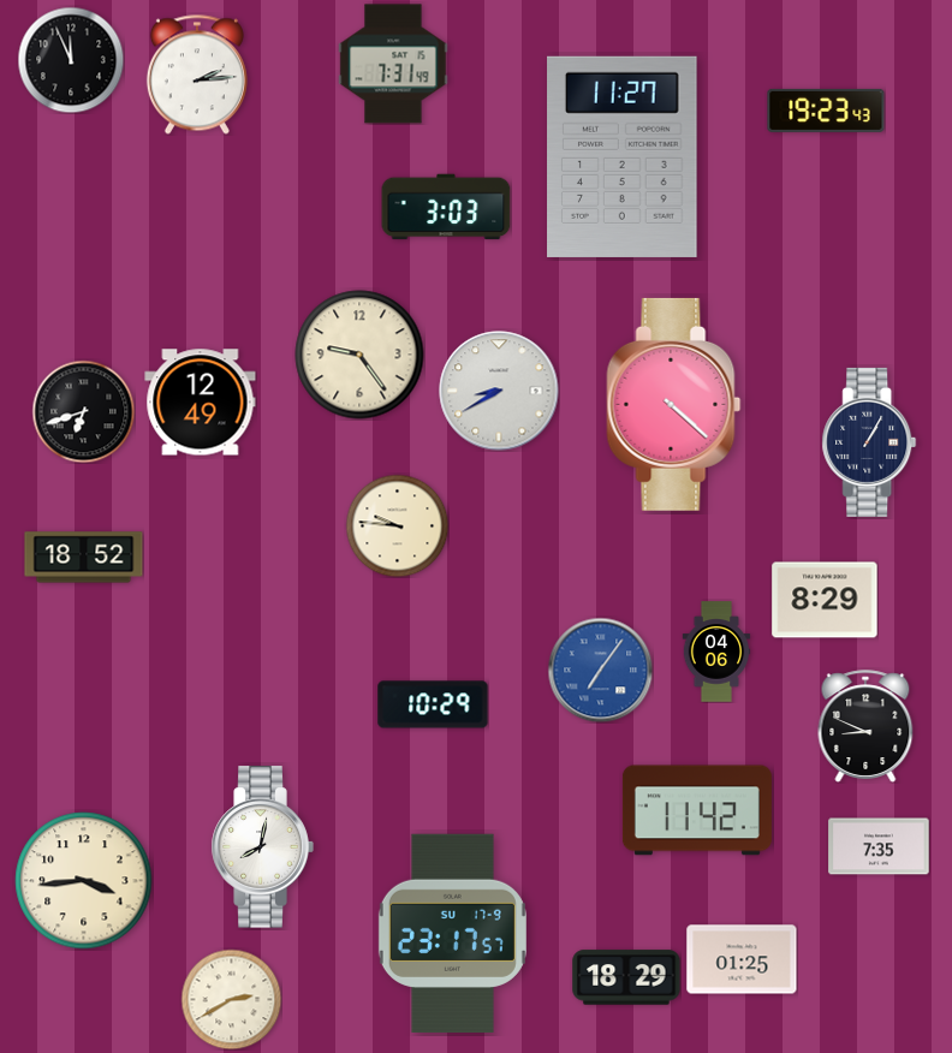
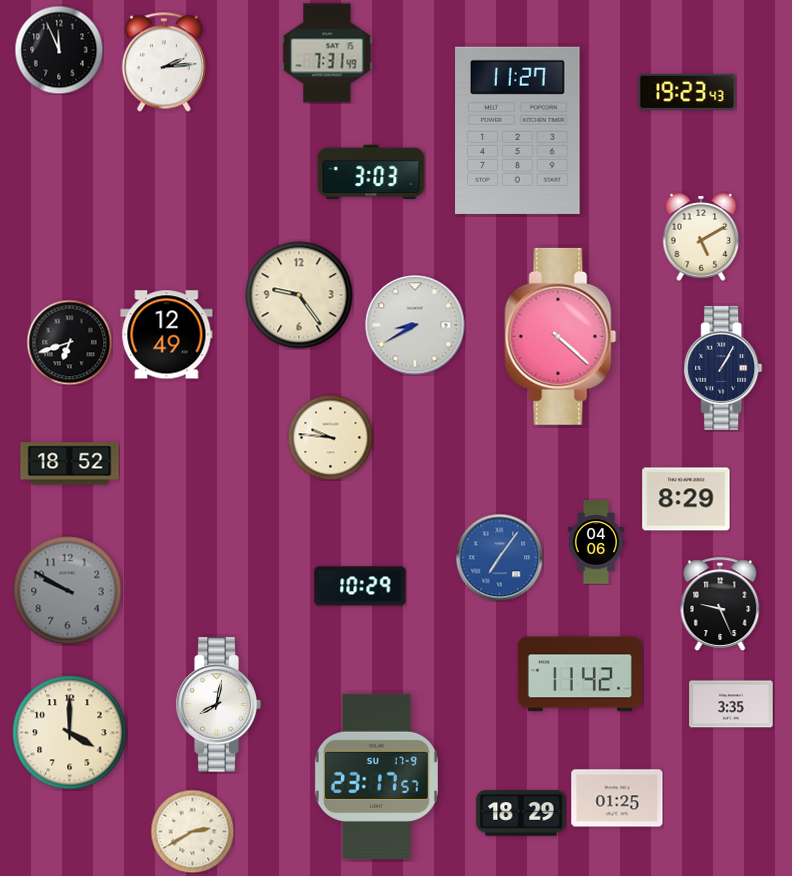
clock at (701, 237): none -> 5:10
clock at (68, 591): none -> 9:50
clock at (865, 726): 8:49 -> 9:26
clock at (879, 846): 7:35 -> 3:35
clock at (84, 881): 3:44 -> 4:00
